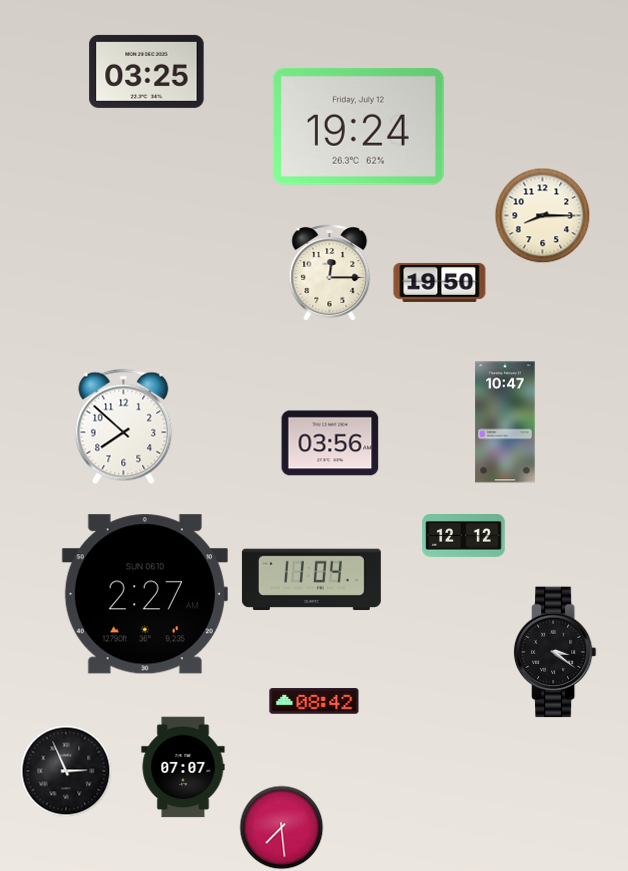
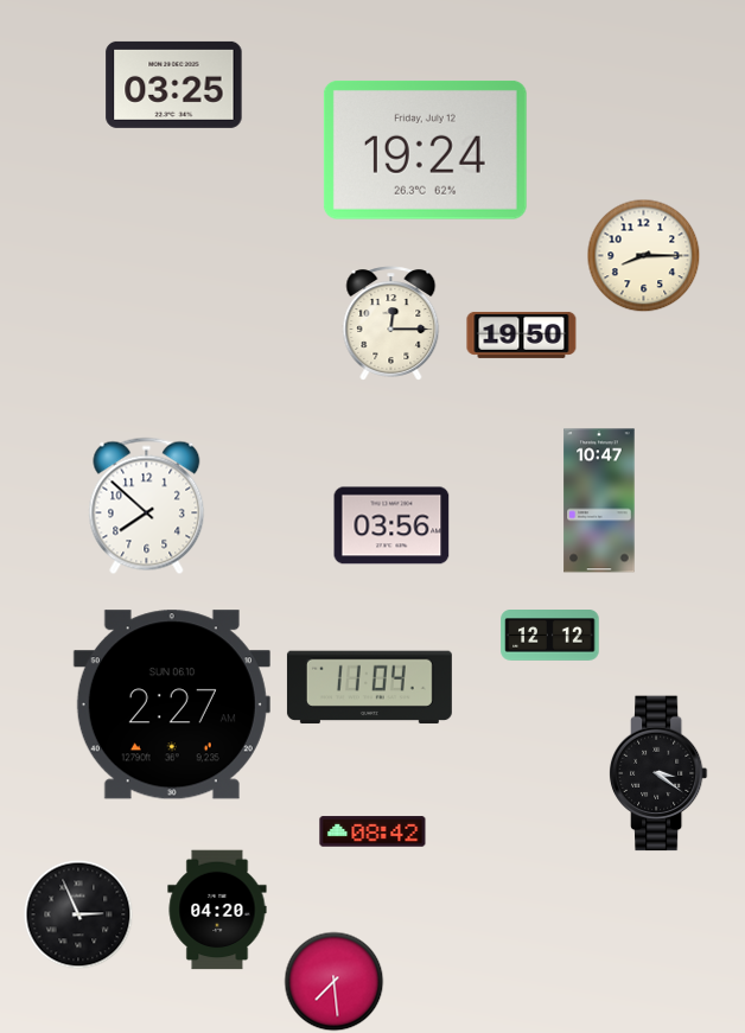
clock at (183, 767): 07:07 -> 04:20
